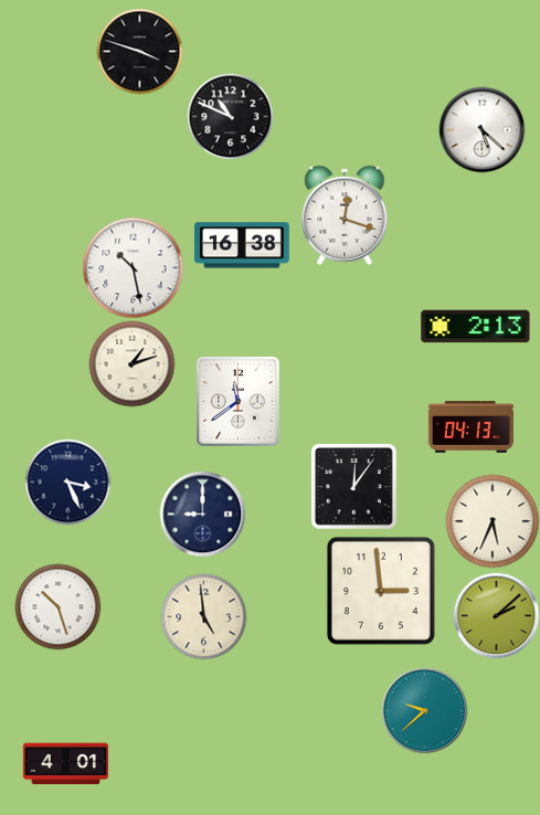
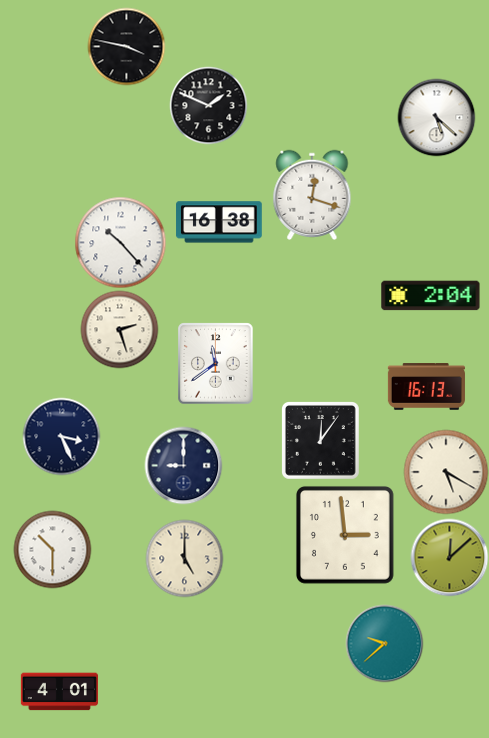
clock at (139, 51): 3:48 -> 3:47
clock at (230, 116): 10:49 -> 1:49
clock at (133, 267): 10:28 -> 10:23
clock at (476, 327): 2:13 -> 2:04
clock at (131, 363): 1:12 -> 2:27
clock at (470, 427): 04:13 -> 16:13
clock at (493, 521): 5:34 -> 5:20
clock at (57, 606): 10:27 -> 10:30
clock at (496, 615): 2:08 -> 12:08
clock at (203, 616): 4:59 -> 5:00
